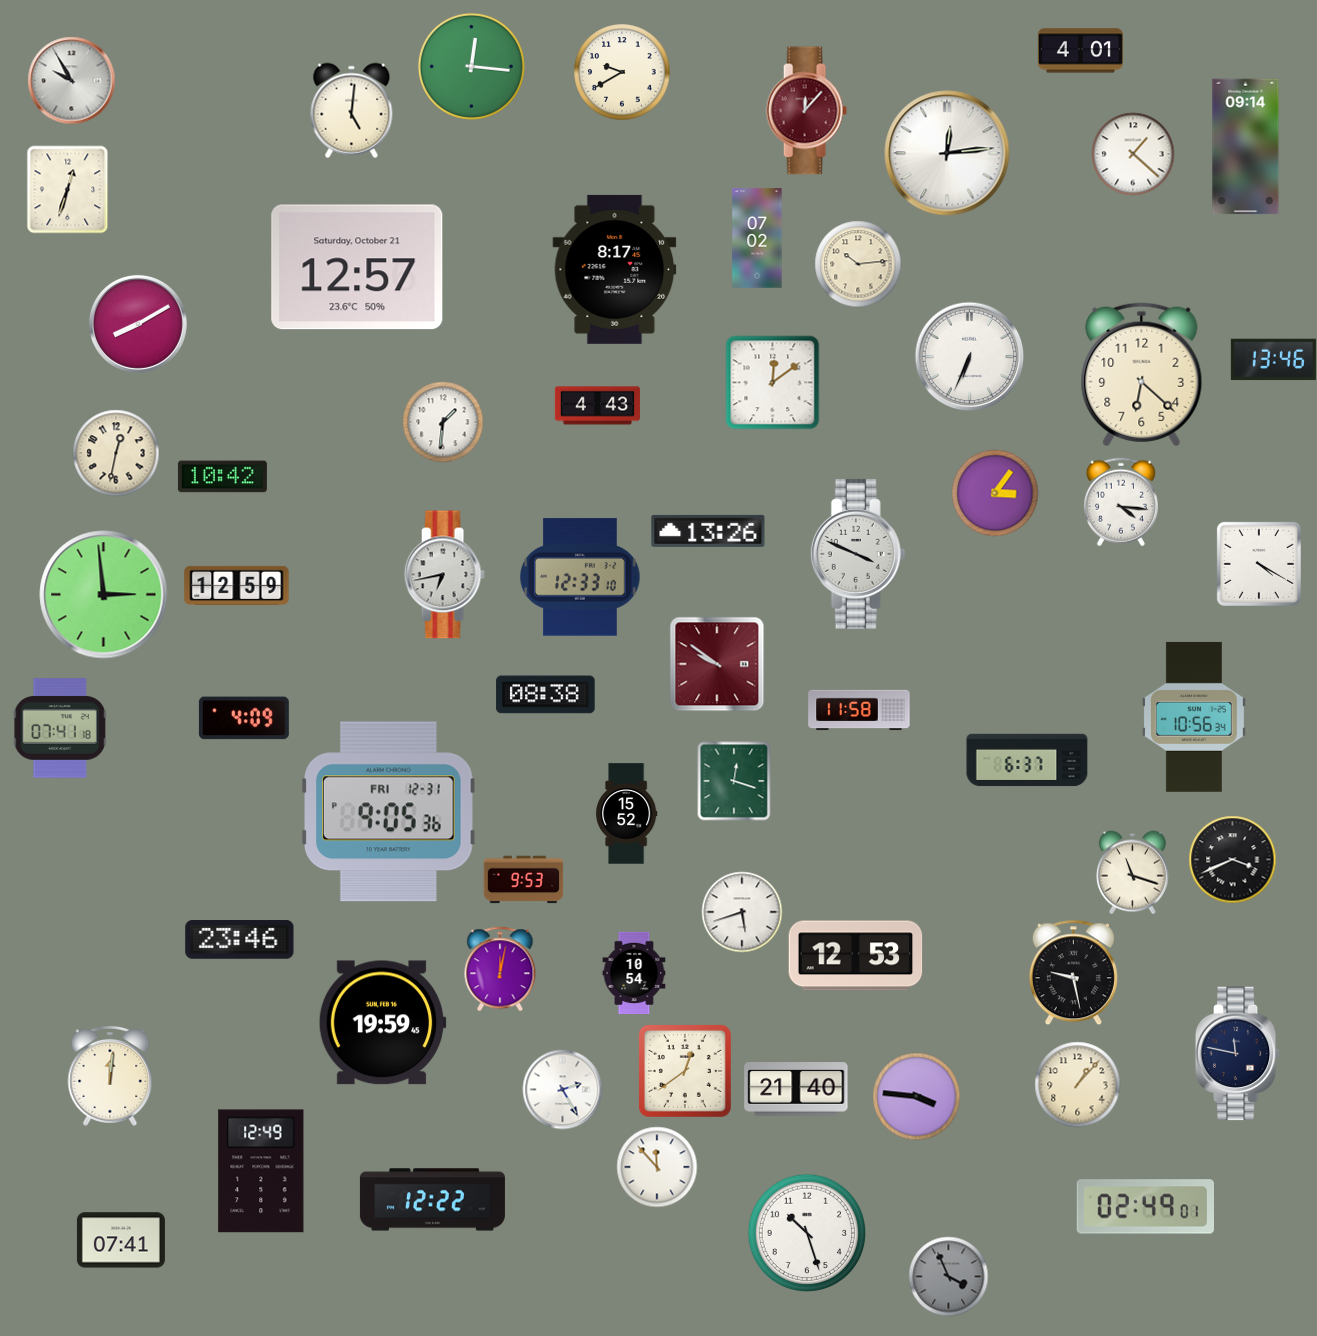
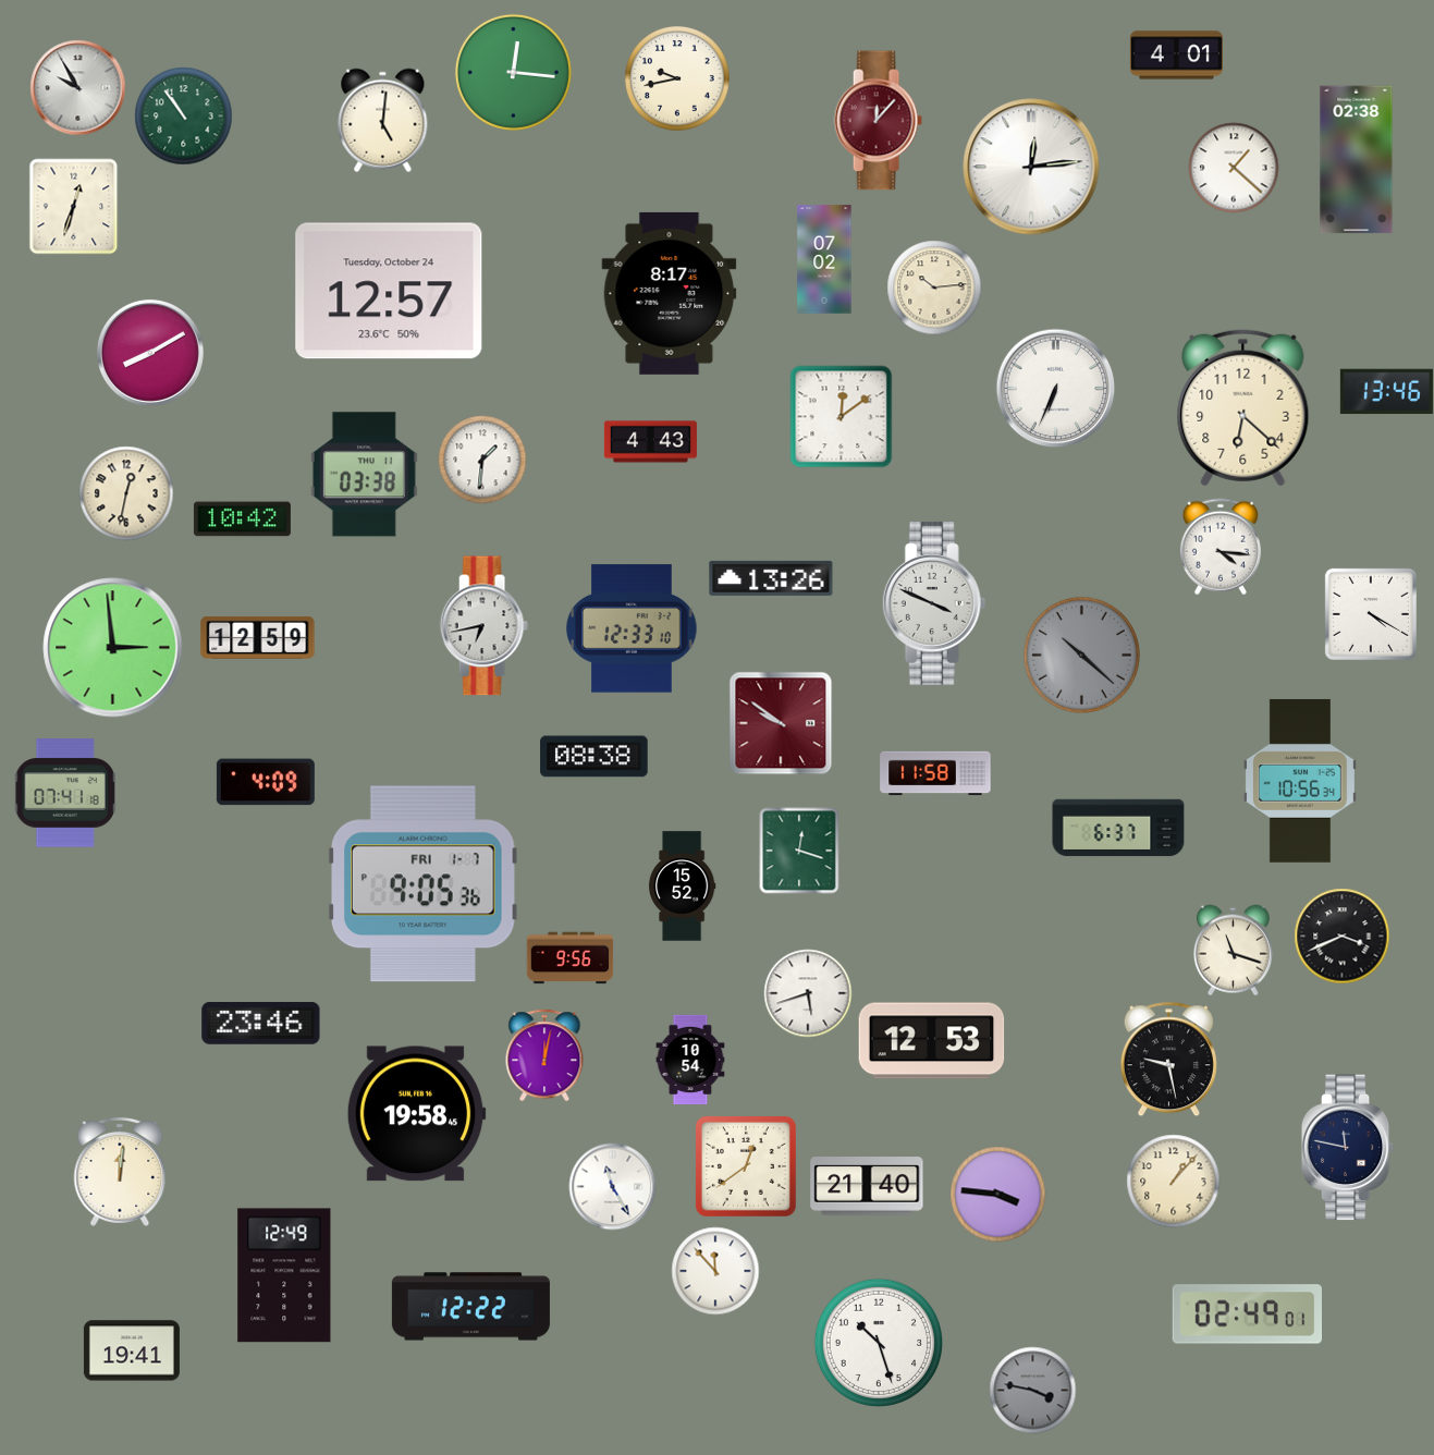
clock at (622, 72): 9:40 -> 9:43
clock at (183, 115): none -> 10:54
clock at (1246, 147): 09:14 -> 02:38
clock at (357, 267) date: Saturday, October 21 -> Tuesday, October 24
clock at (364, 475): none -> 03:38
clock at (995, 493): 3:06 -> none
clock at (1081, 655): none -> 10:22
clock at (389, 812) date: FRI 12-31 -> FRI 1-7
clock at (523, 880): 9:53 -> 9:56
clock at (382, 1023): 19:59 -> 19:58
clock at (562, 1089): 2:25 -> 11:25
clock at (121, 1240): 07:41 -> 19:41
clock at (948, 1276): 3:56 -> 3:47
